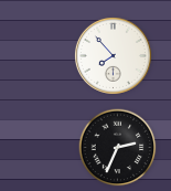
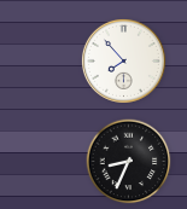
clock at (118, 148): 2:34 -> 8:34
